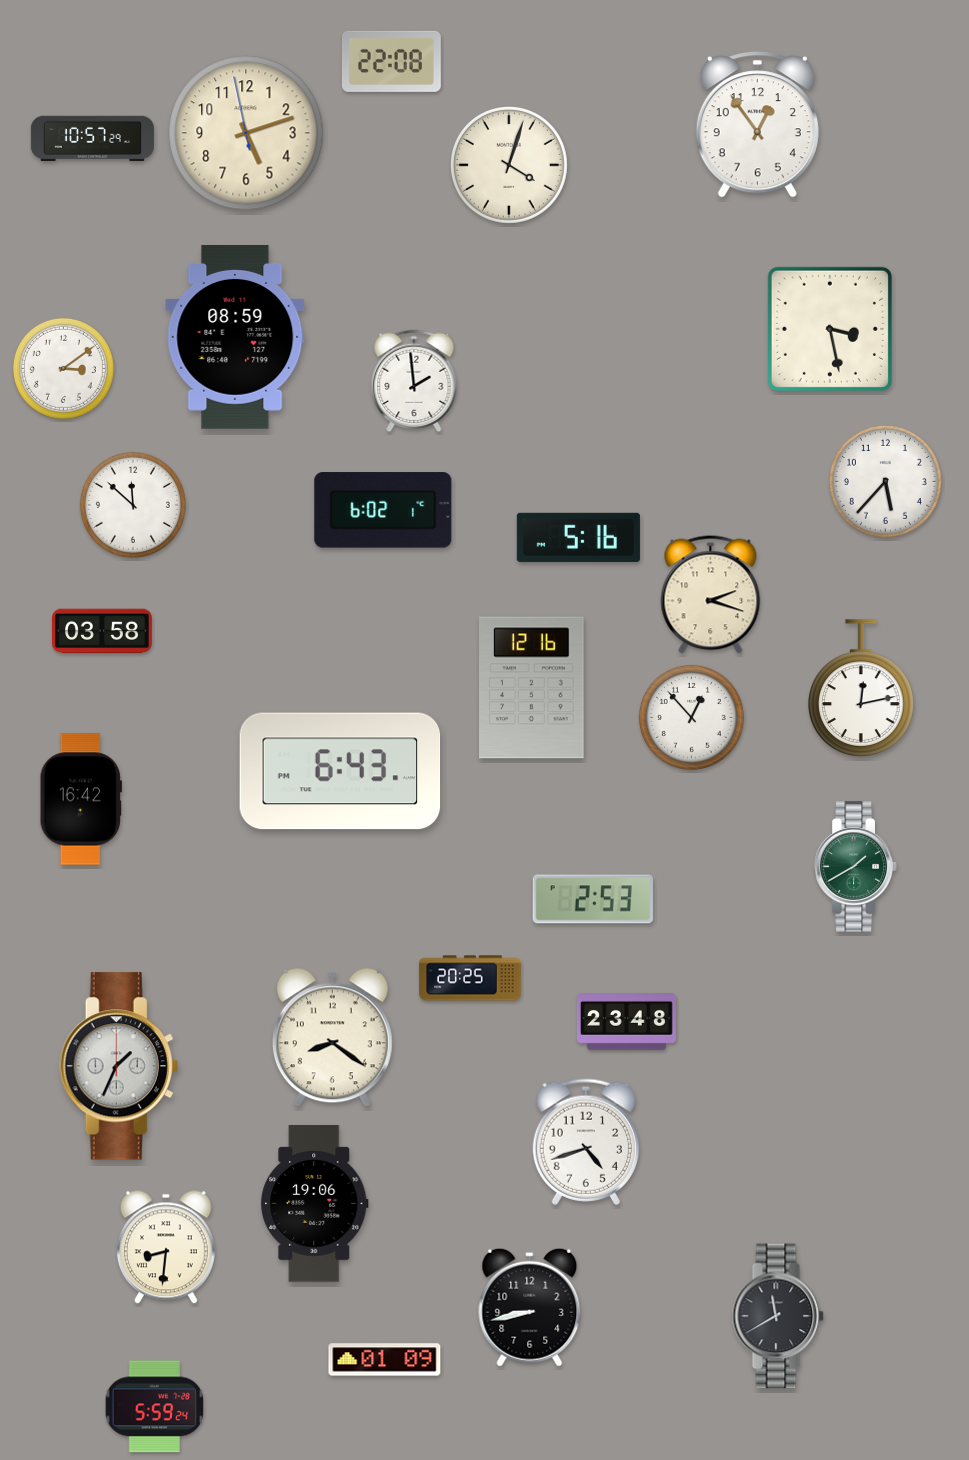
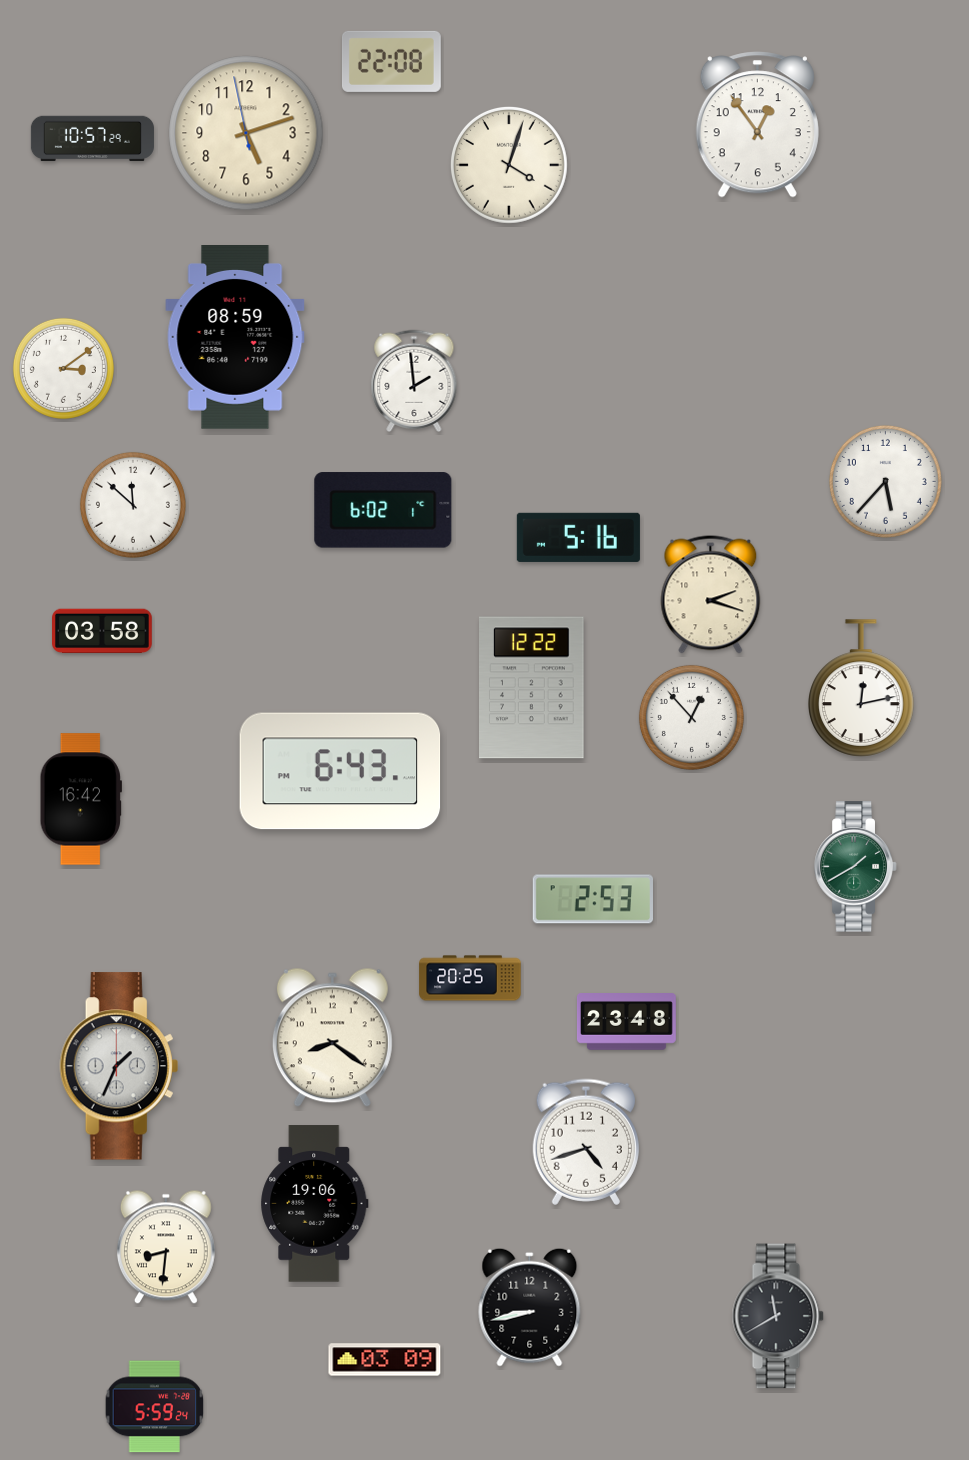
clock at (830, 329): 3:28 -> none
clock at (532, 688): 12:16 -> 12:22
clock at (385, 1360): 01:09 -> 03:09
